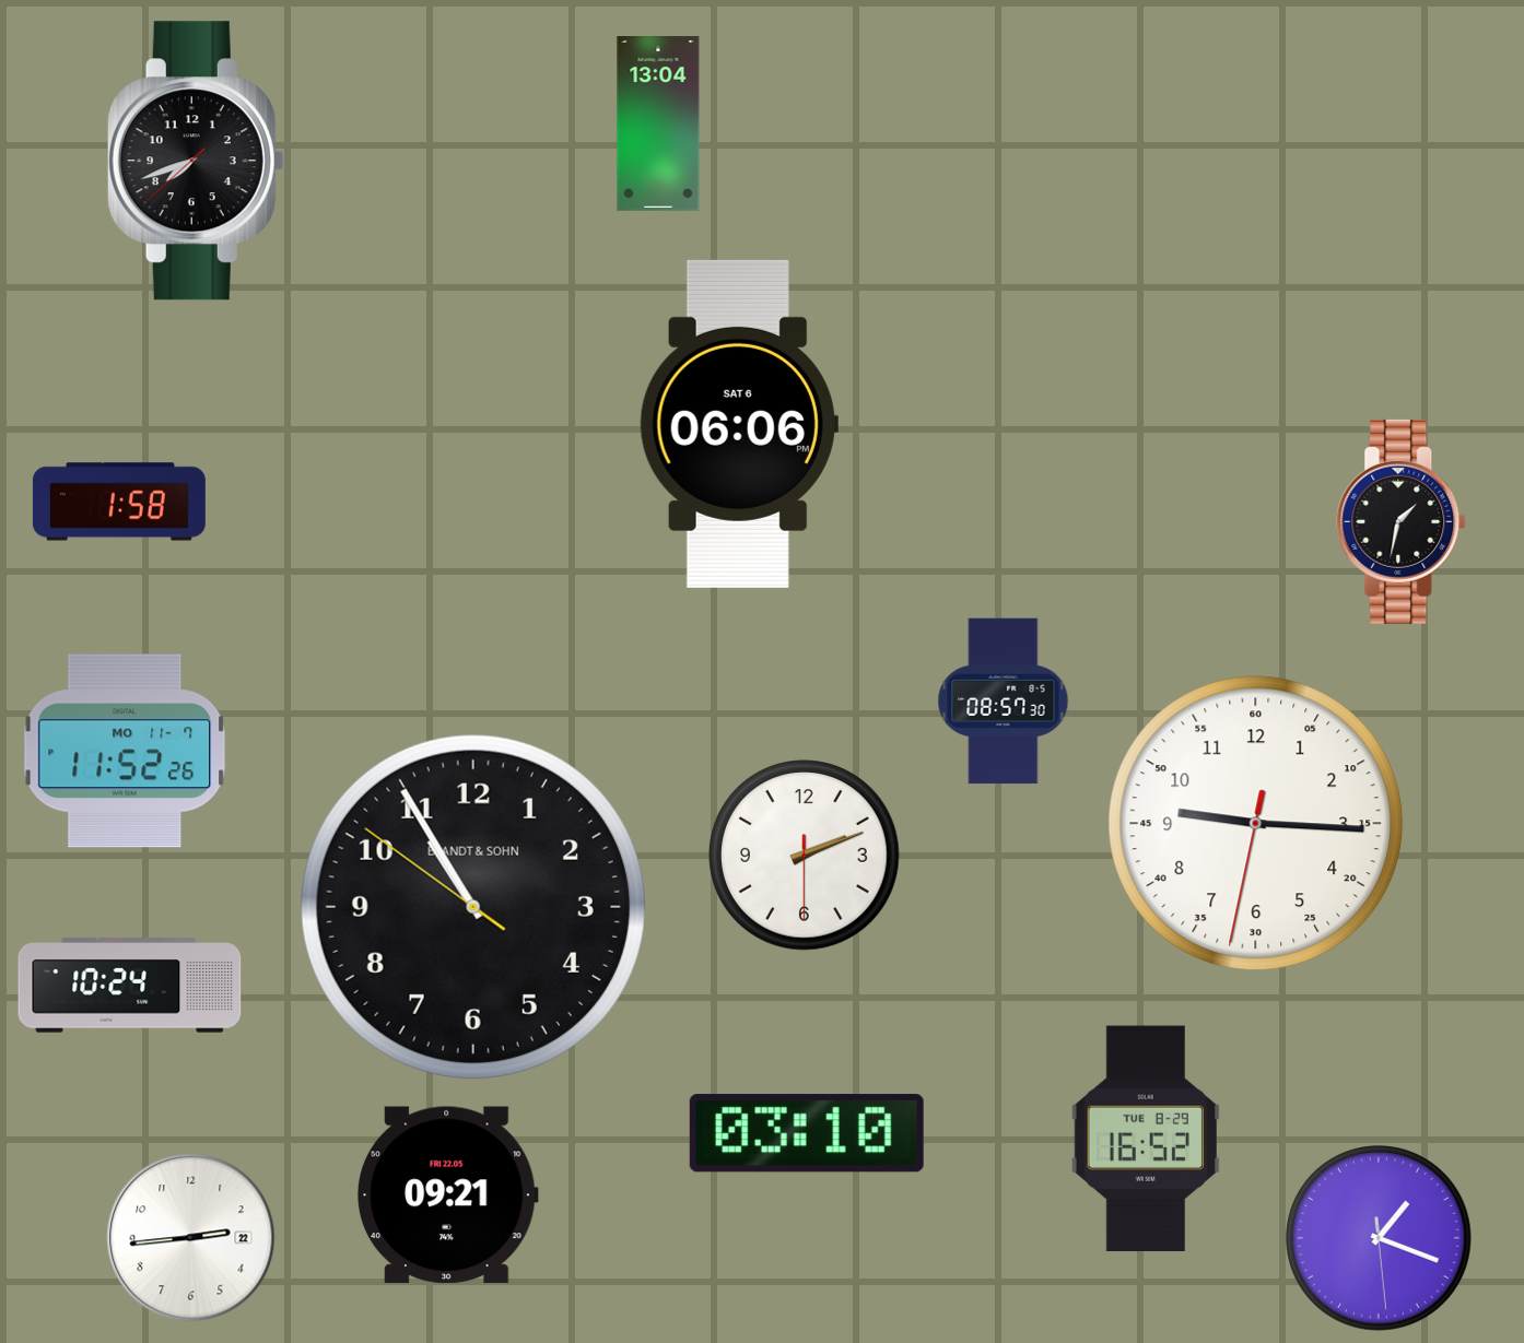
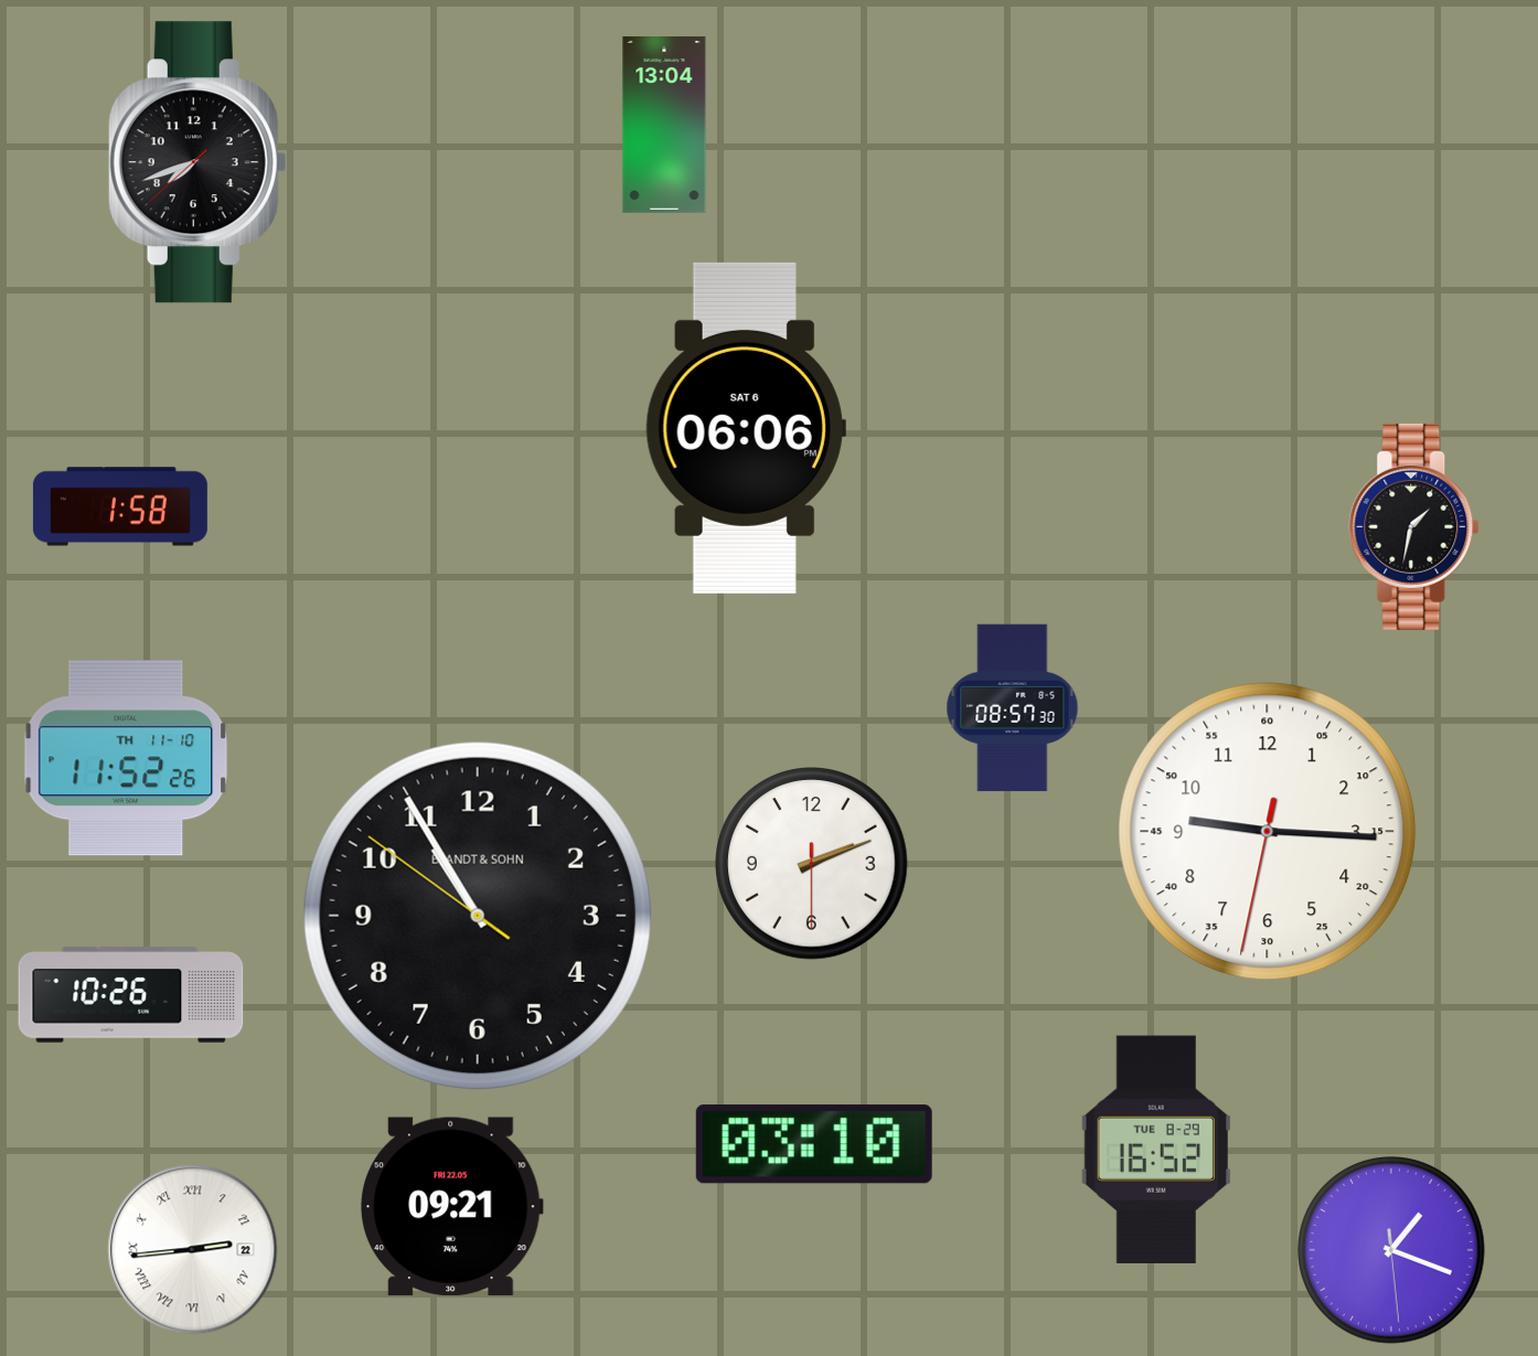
clock at (125, 751) date: MO 11-7 -> TH 11-10
clock at (130, 986): 10:24 -> 10:26
clock at (191, 1238) numerals: Arabic -> Roman
